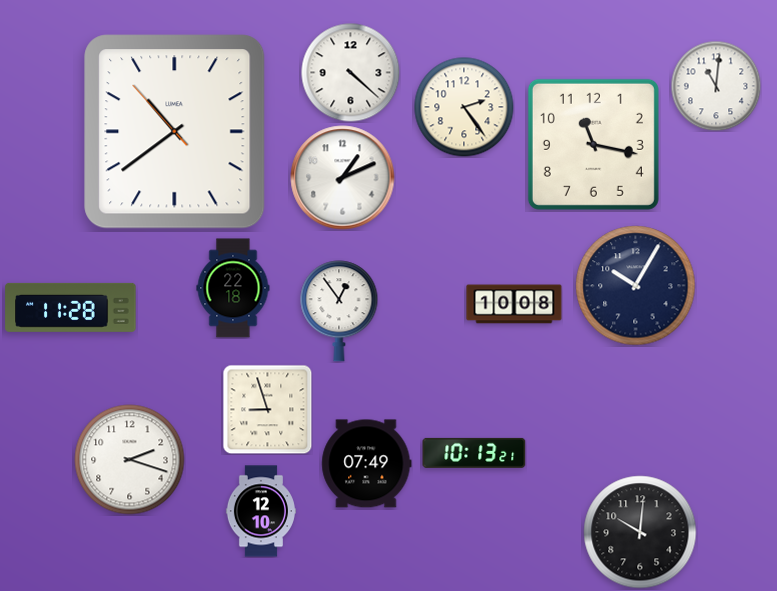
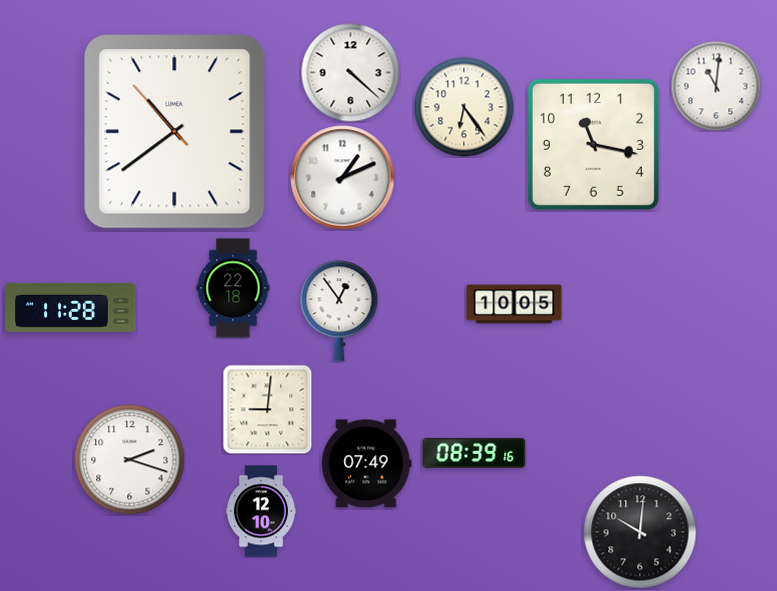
clock at (464, 107): 2:24 -> 6:24
clock at (636, 286): 10:05 -> none
clock at (514, 304): 10:08 -> 10:05
clock at (267, 409): 8:57 -> 9:01
clock at (474, 453): 10:13 -> 08:39
